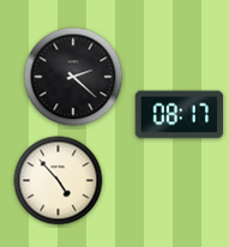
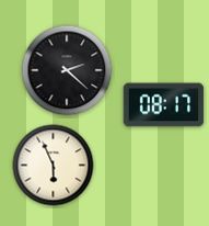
clock at (59, 181): 4:53 -> 5:56
